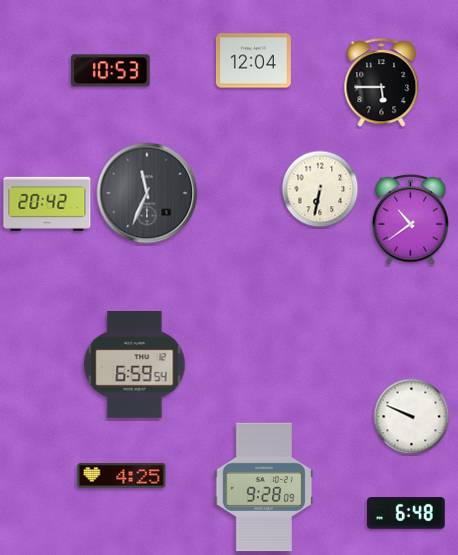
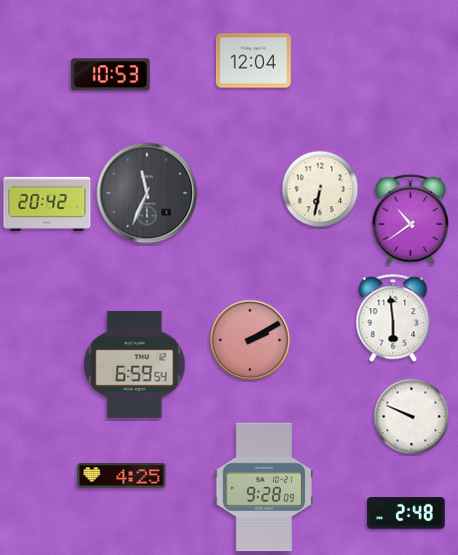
clock at (111, 71) position: (111, 71) -> (111, 75)
clock at (382, 83): 5:45 -> none
clock at (393, 319): none -> 5:59
clock at (250, 340): none -> 2:10
clock at (406, 513): 6:48 -> 2:48
